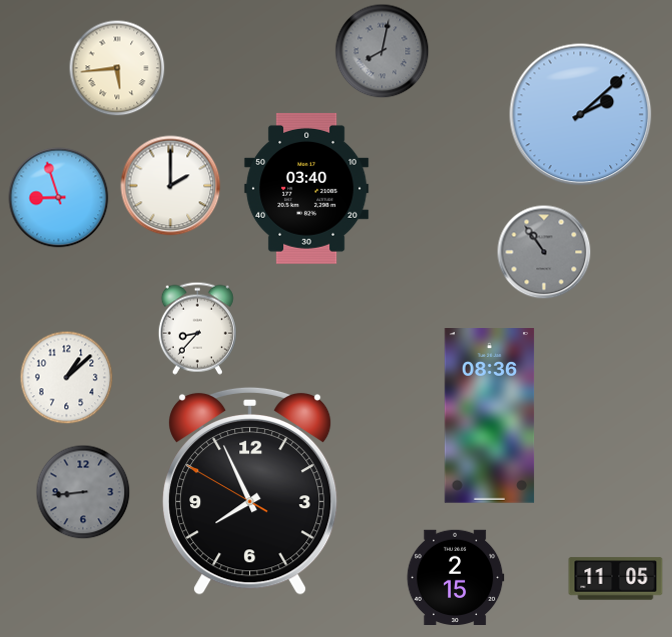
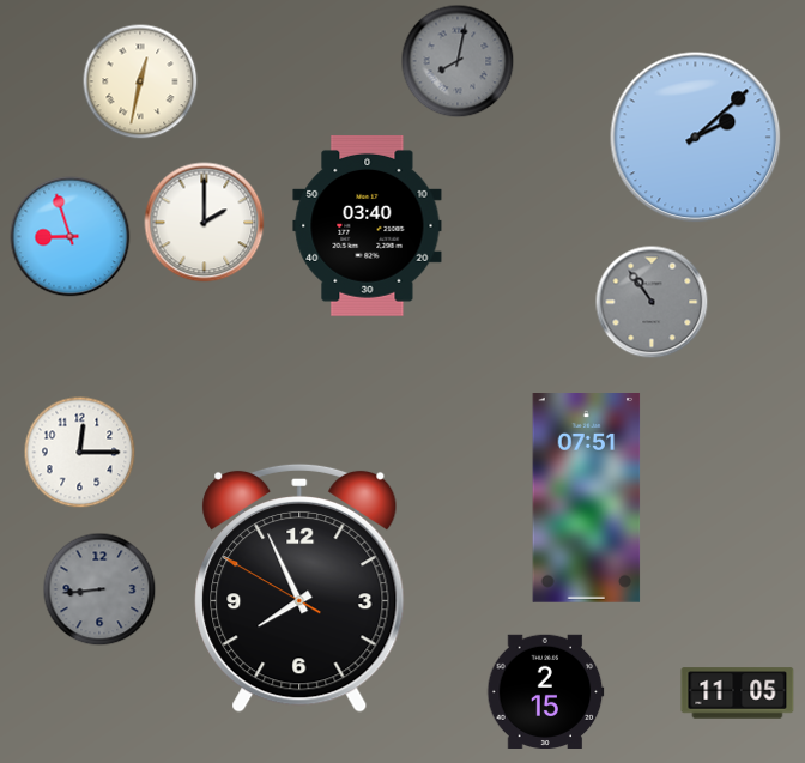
clock at (117, 68): 5:44 -> 12:32
clock at (197, 328): 8:37 -> none
clock at (67, 378): 1:08 -> 12:15
clock at (490, 416): 08:36 -> 07:51
